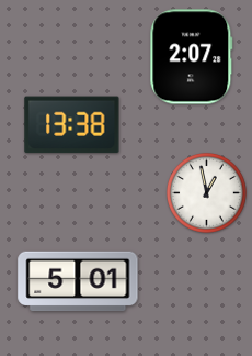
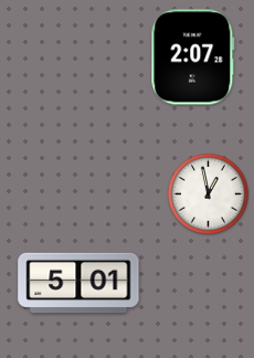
clock at (72, 125): 13:38 -> none
